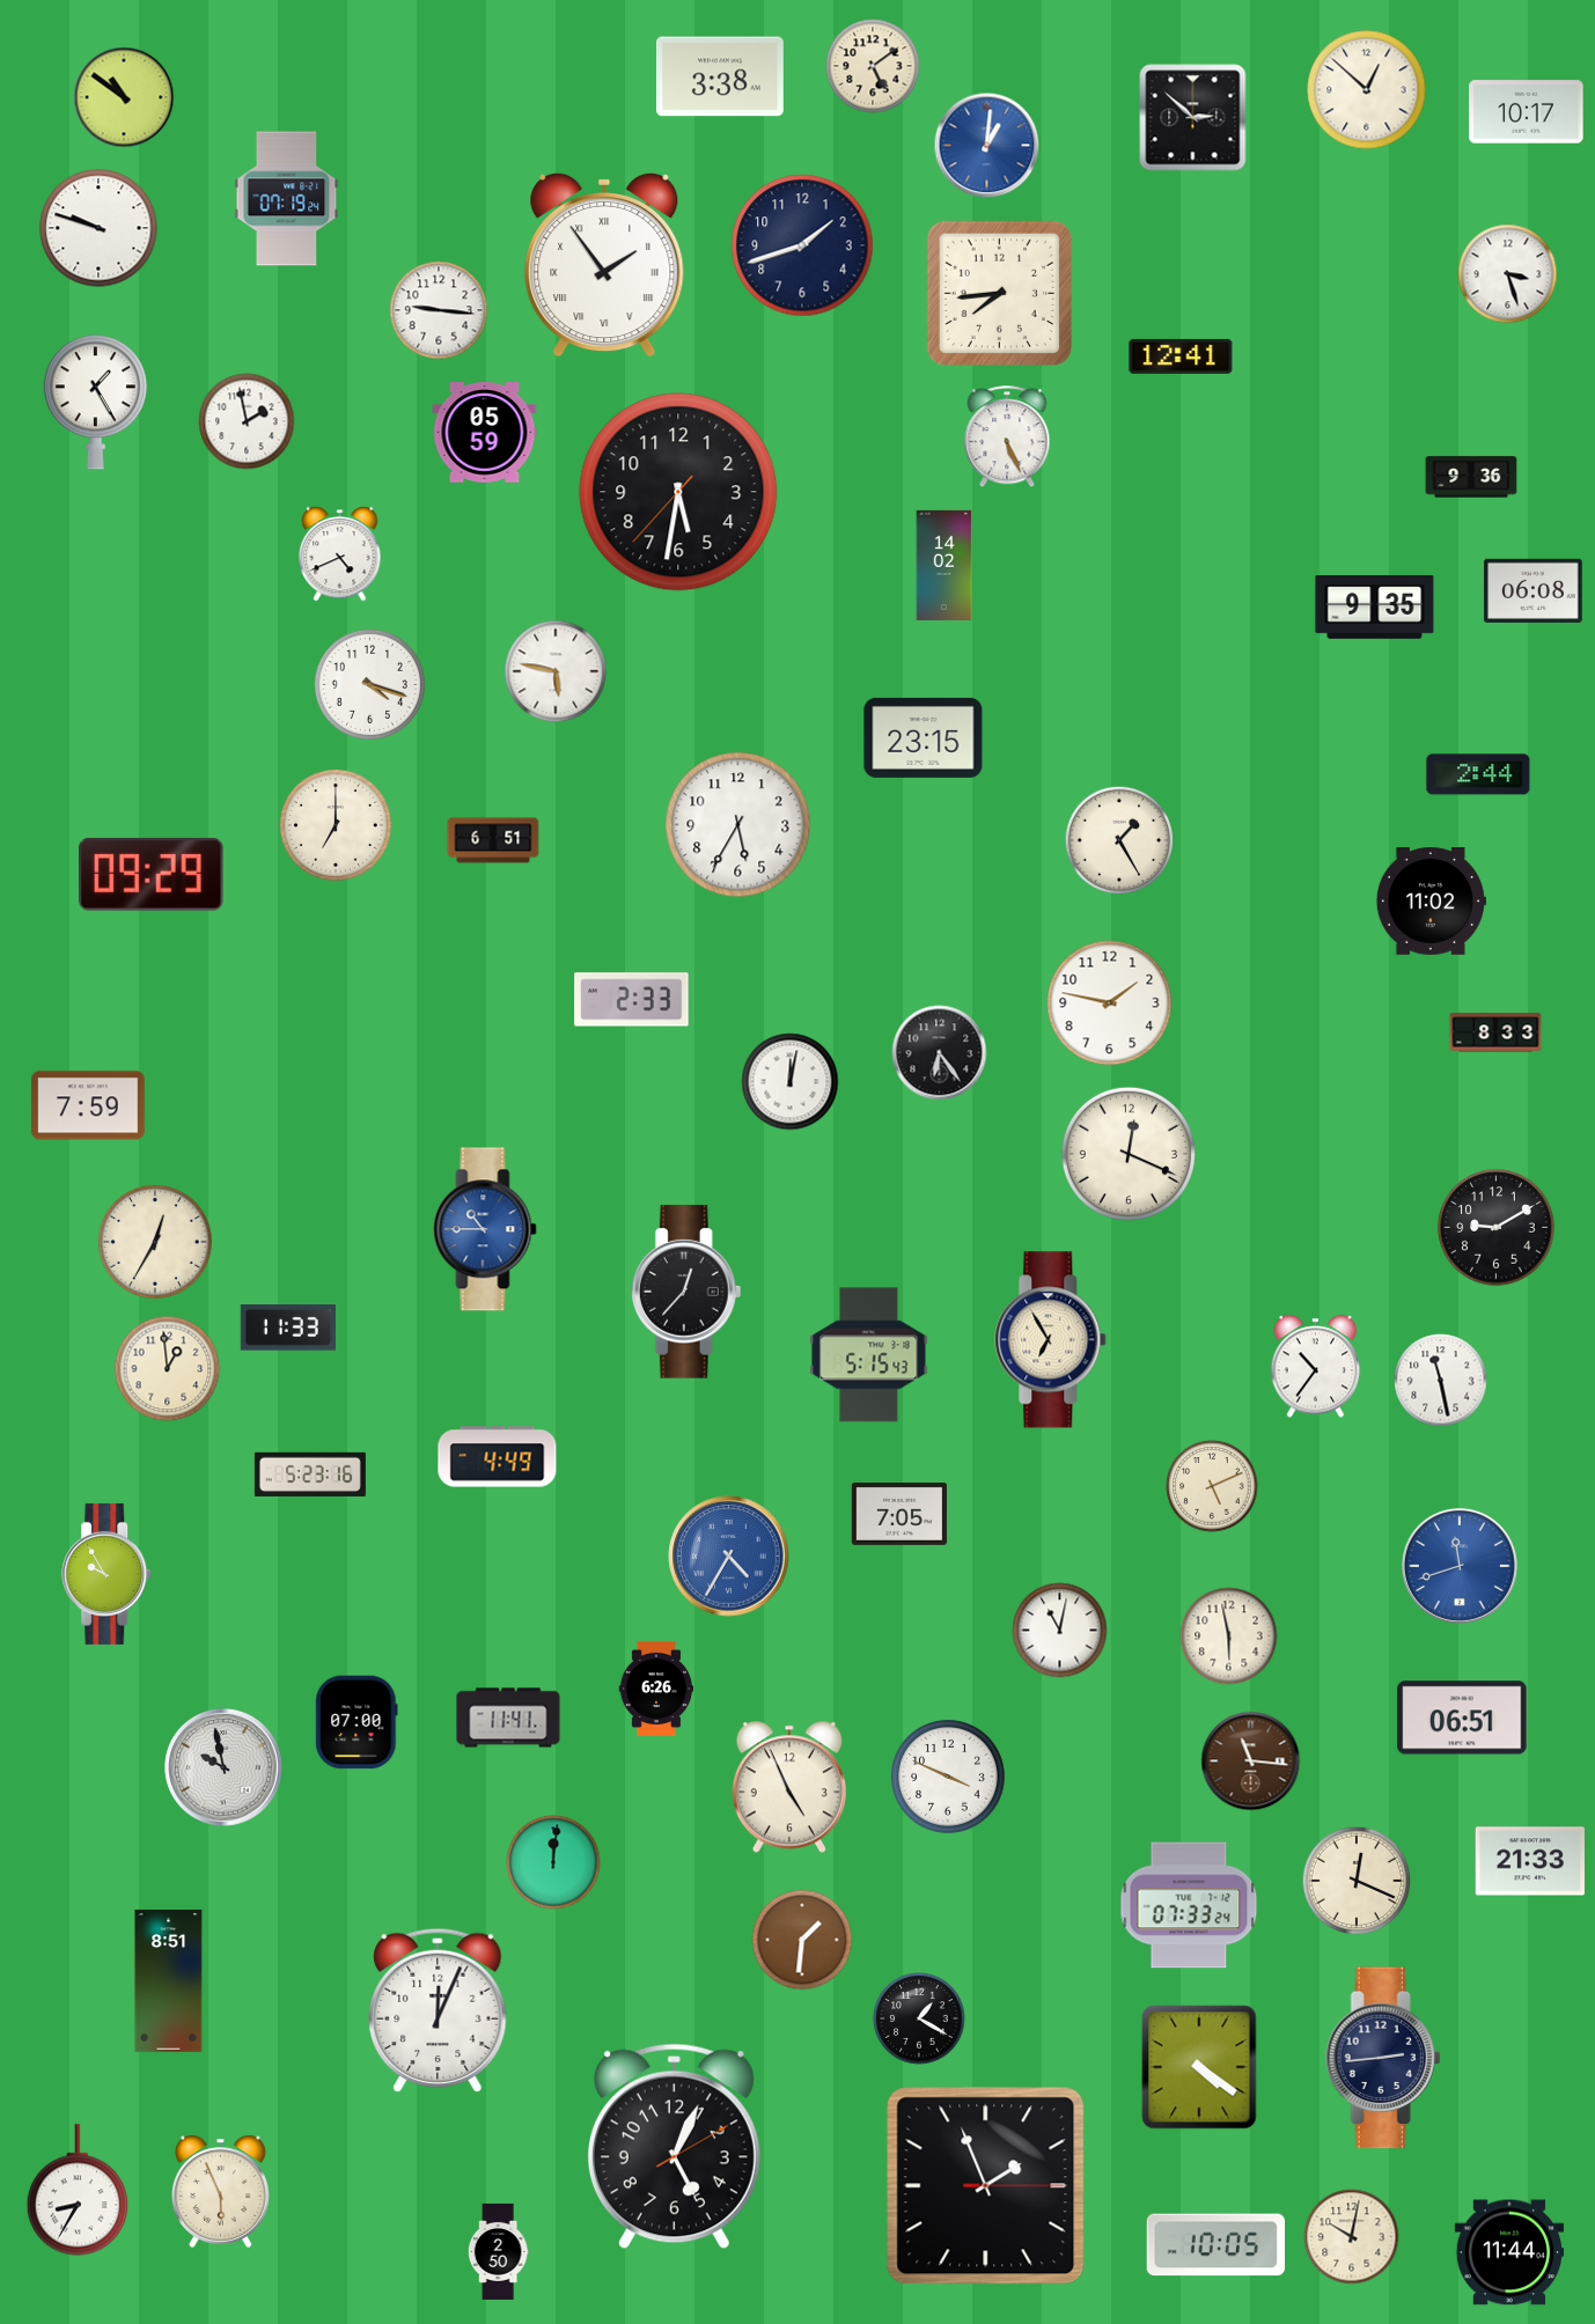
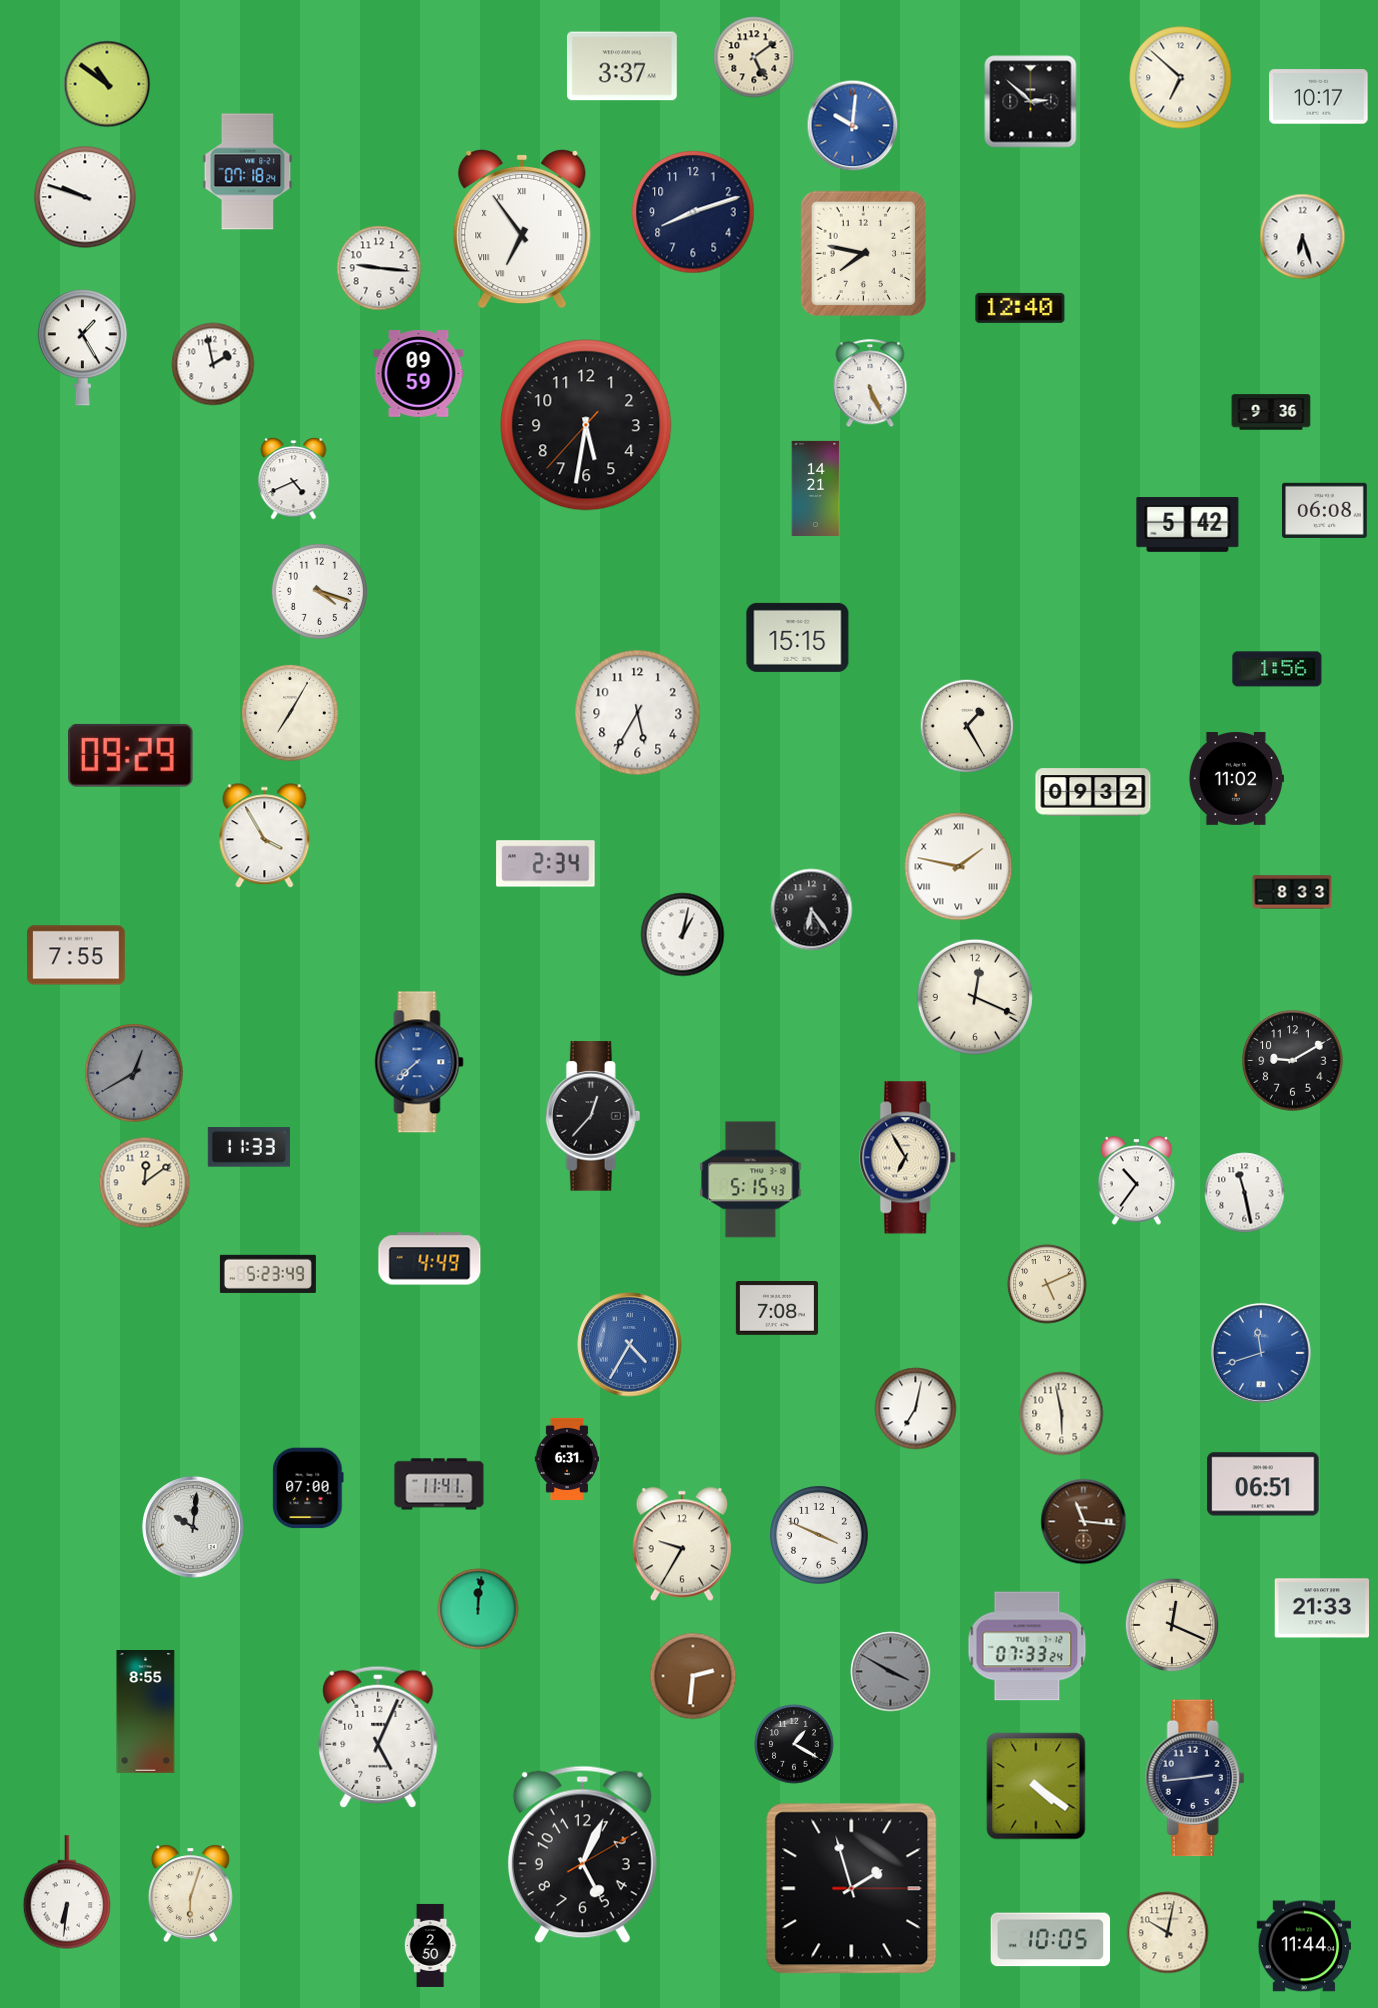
clock at (720, 76): 3:38 -> 3:37
clock at (1367, 90): 12:52 -> 6:52
clock at (987, 146): 1:01 -> 10:01
clock at (287, 199): 07:19 -> 07:18
clock at (802, 245): 1:42 -> 8:12
clock at (604, 265): 1:54 -> 6:54
clock at (1508, 274): 3:27 -> 6:27
clock at (1000, 294): 7:44 -> 7:47
clock at (1181, 356): 12:41 -> 12:40
clock at (485, 433): 05:59 -> 09:59
clock at (1007, 437) position: (1007, 437) -> (870, 384)
clock at (944, 565): 14:02 -> 14:21
clock at (1375, 608): 9:35 -> 5:42
clock at (556, 671): 5:47 -> none
clock at (924, 737): 23:15 -> 15:15
clock at (1478, 774): 2:44 -> 1:56
clock at (336, 825): 7:00 -> 7:05
clock at (493, 840): 6:51 -> none
clock at (1093, 792): none -> 09:32
clock at (265, 836): none -> 3:55
clock at (632, 1000): 2:33 -> 2:34
clock at (1110, 1003) numerals: Arabic -> Roman
clock at (791, 1082): 12:02 -> 1:02
clock at (88, 1105): 7:59 -> 7:55
clock at (485, 1229): 10:45 -> 7:38
clock at (156, 1243): 12:35 -> 12:40
clock at (156, 1243) dial: cream -> grey
clock at (869, 1355) position: (869, 1355) -> (751, 1180)
clock at (168, 1369): 12:59 -> 12:09
clock at (310, 1474): 5:23:16 -> 5:23:49
clock at (899, 1515): 7:05 -> 7:08
clock at (108, 1574): 9:55 -> none
clock at (1060, 1631): 11:02 -> 7:02
clock at (655, 1687): 6:26 -> 6:31
clock at (1251, 1762) position: (1251, 1762) -> (1084, 1522)
clock at (223, 1767): 9:58 -> 10:01
clock at (789, 1787): 4:56 -> 9:35
clock at (891, 1672): none -> 3:50
clock at (802, 1940): 1:31 -> 2:31
clock at (169, 1981): 8:51 -> 8:55
clock at (438, 2010): 12:04 -> 5:04
clock at (986, 2186): 1:56 -> 1:57
clock at (76, 2190): 8:35 -> 6:31
clock at (220, 2191): 5:56 -> 6:03
